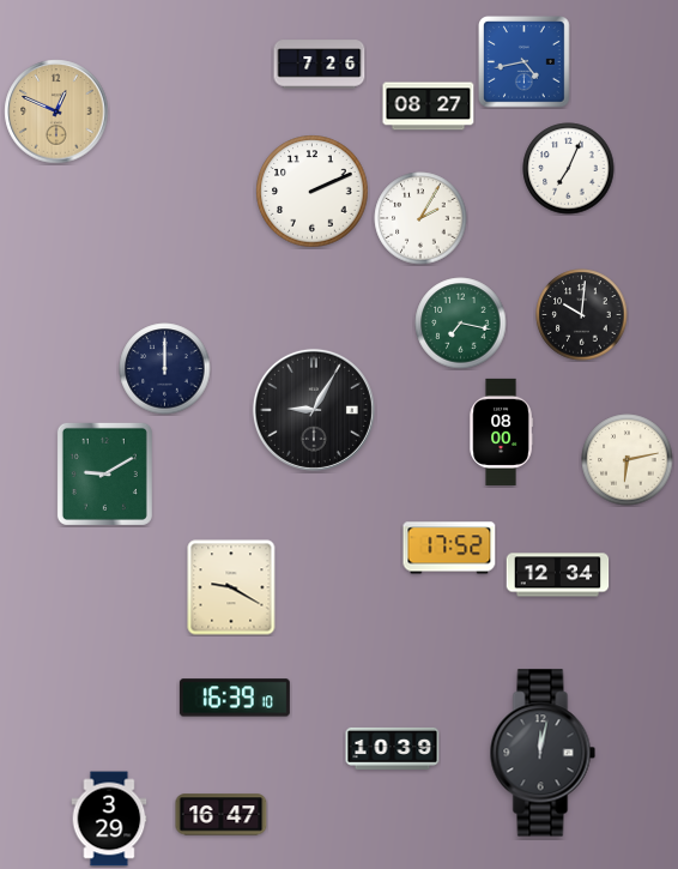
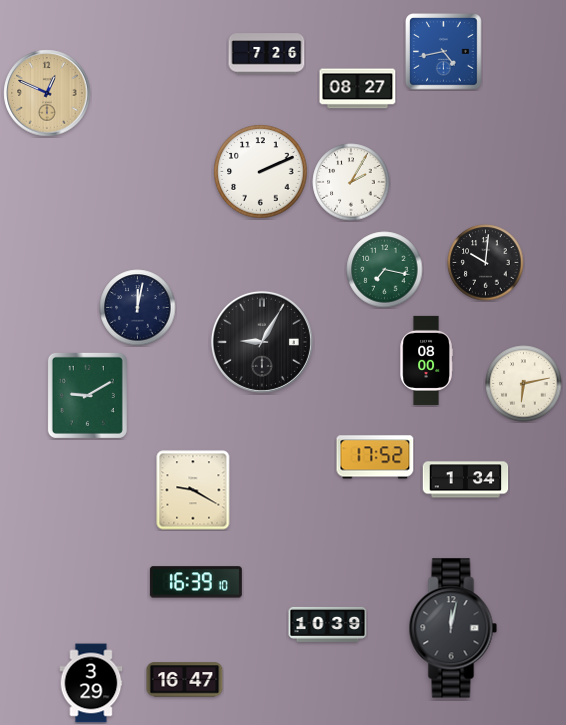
clock at (525, 62) position: (525, 62) -> (444, 52)
clock at (569, 169): 7:04 -> none
clock at (313, 192) position: (313, 192) -> (261, 172)
clock at (165, 369): 12:00 -> 12:02
clock at (501, 432) position: (501, 432) -> (426, 360)
clock at (558, 575): 12:34 -> 1:34
